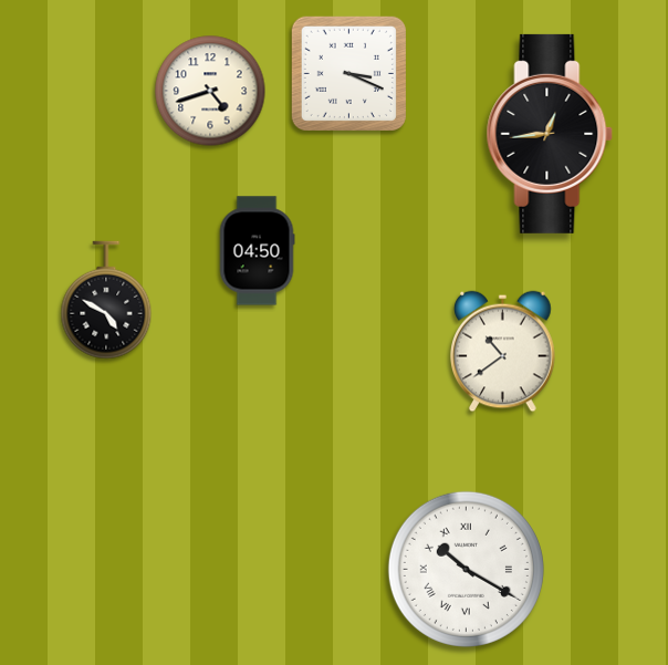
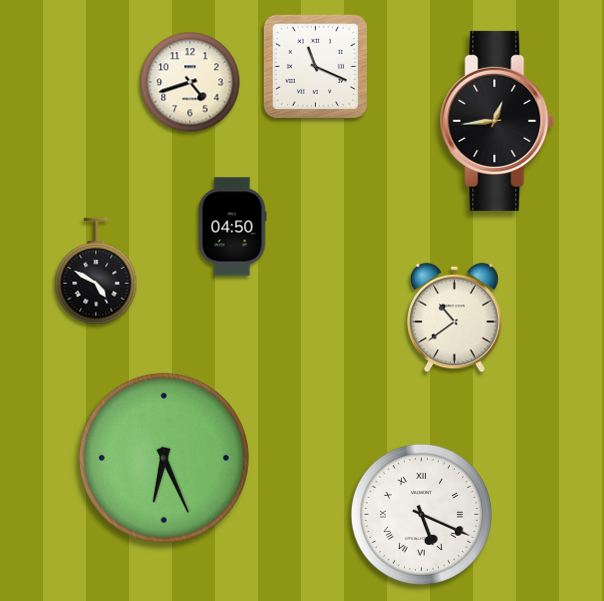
clock at (348, 73): 3:19 -> 11:19
clock at (164, 458): none -> 6:26
clock at (466, 569): 10:20 -> 5:19
